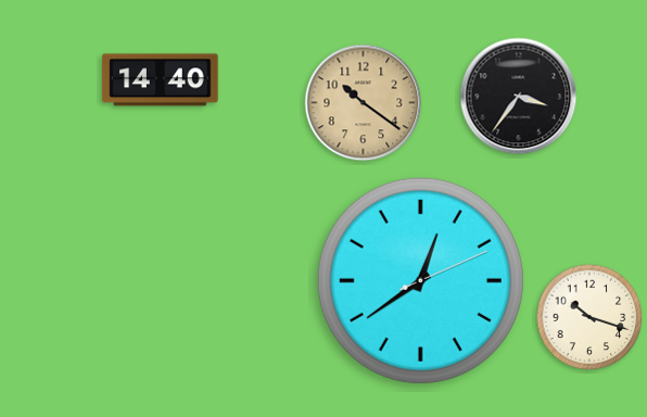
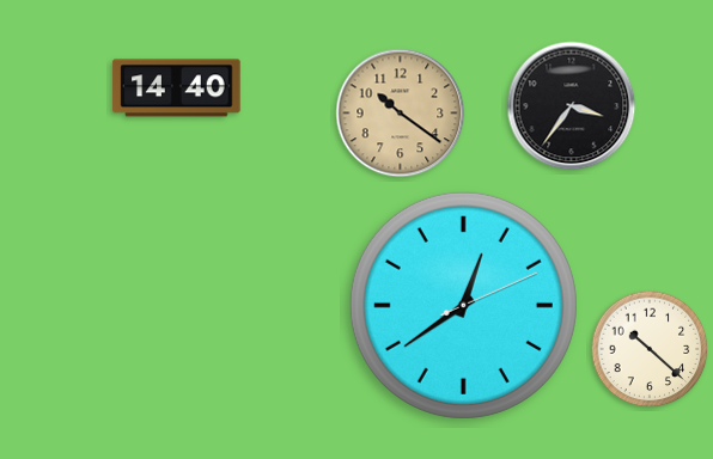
clock at (420, 280) position: (420, 280) -> (463, 305)
clock at (589, 317): 10:18 -> 10:22
